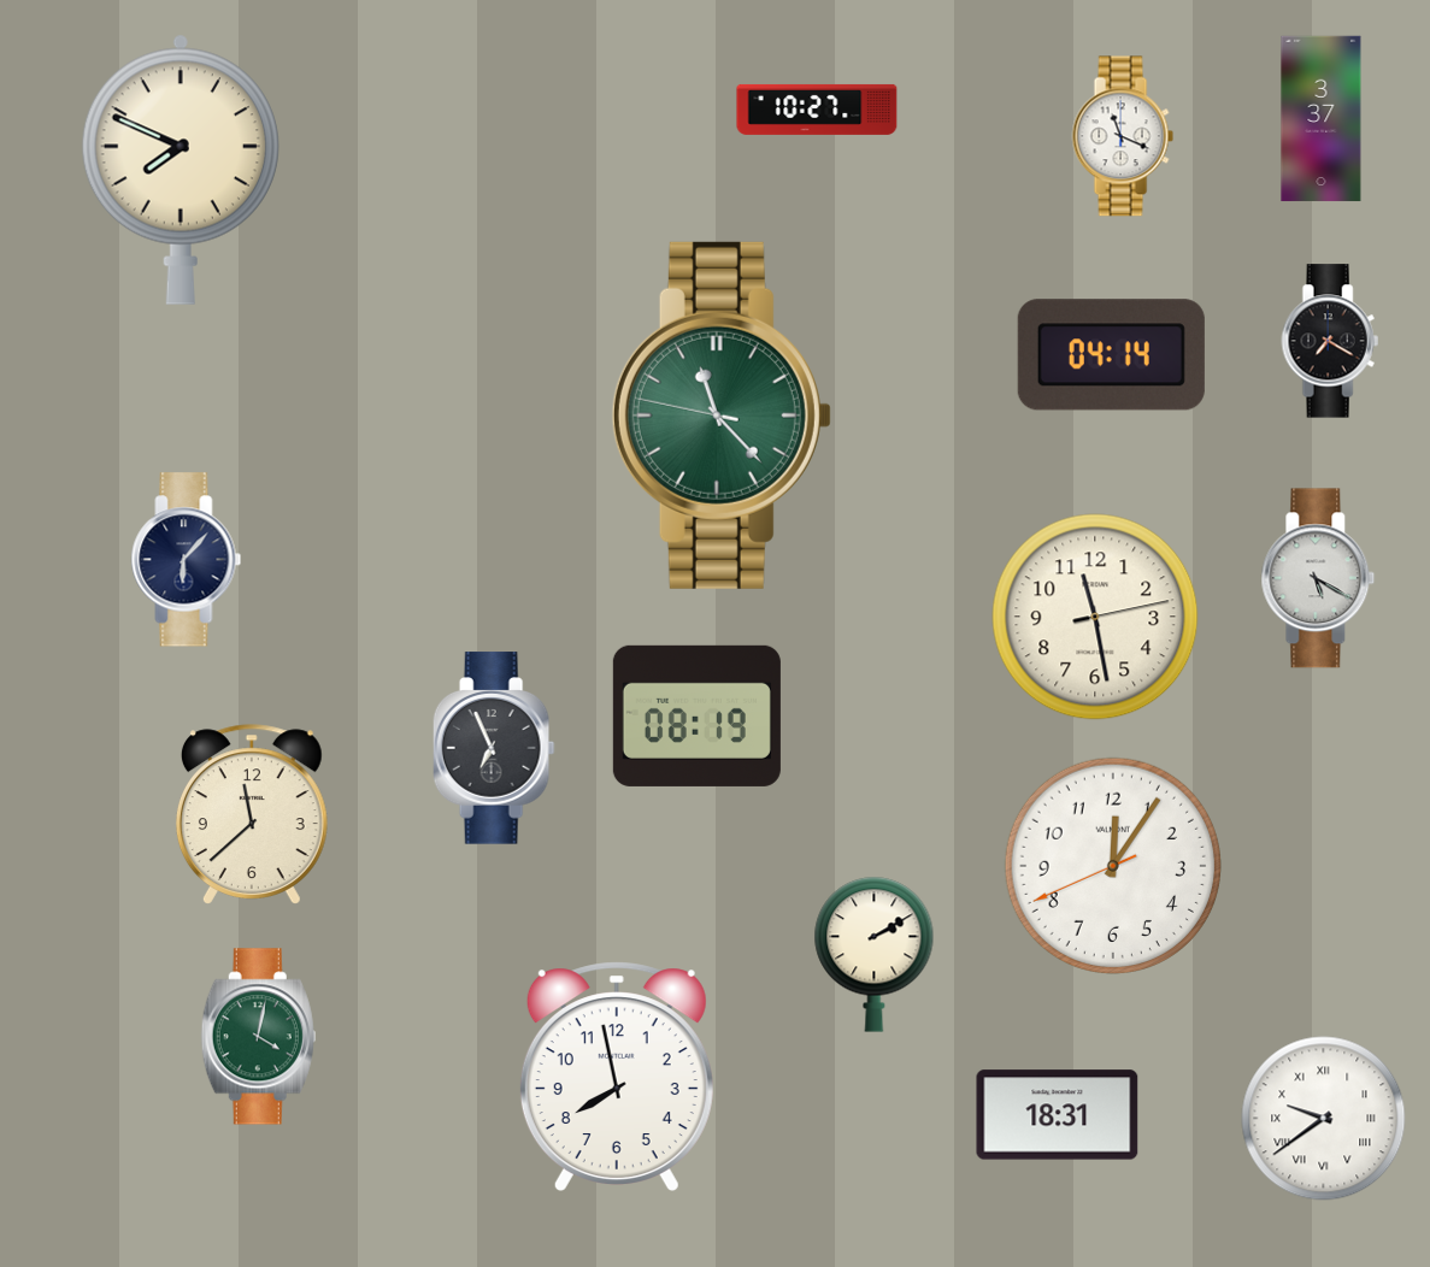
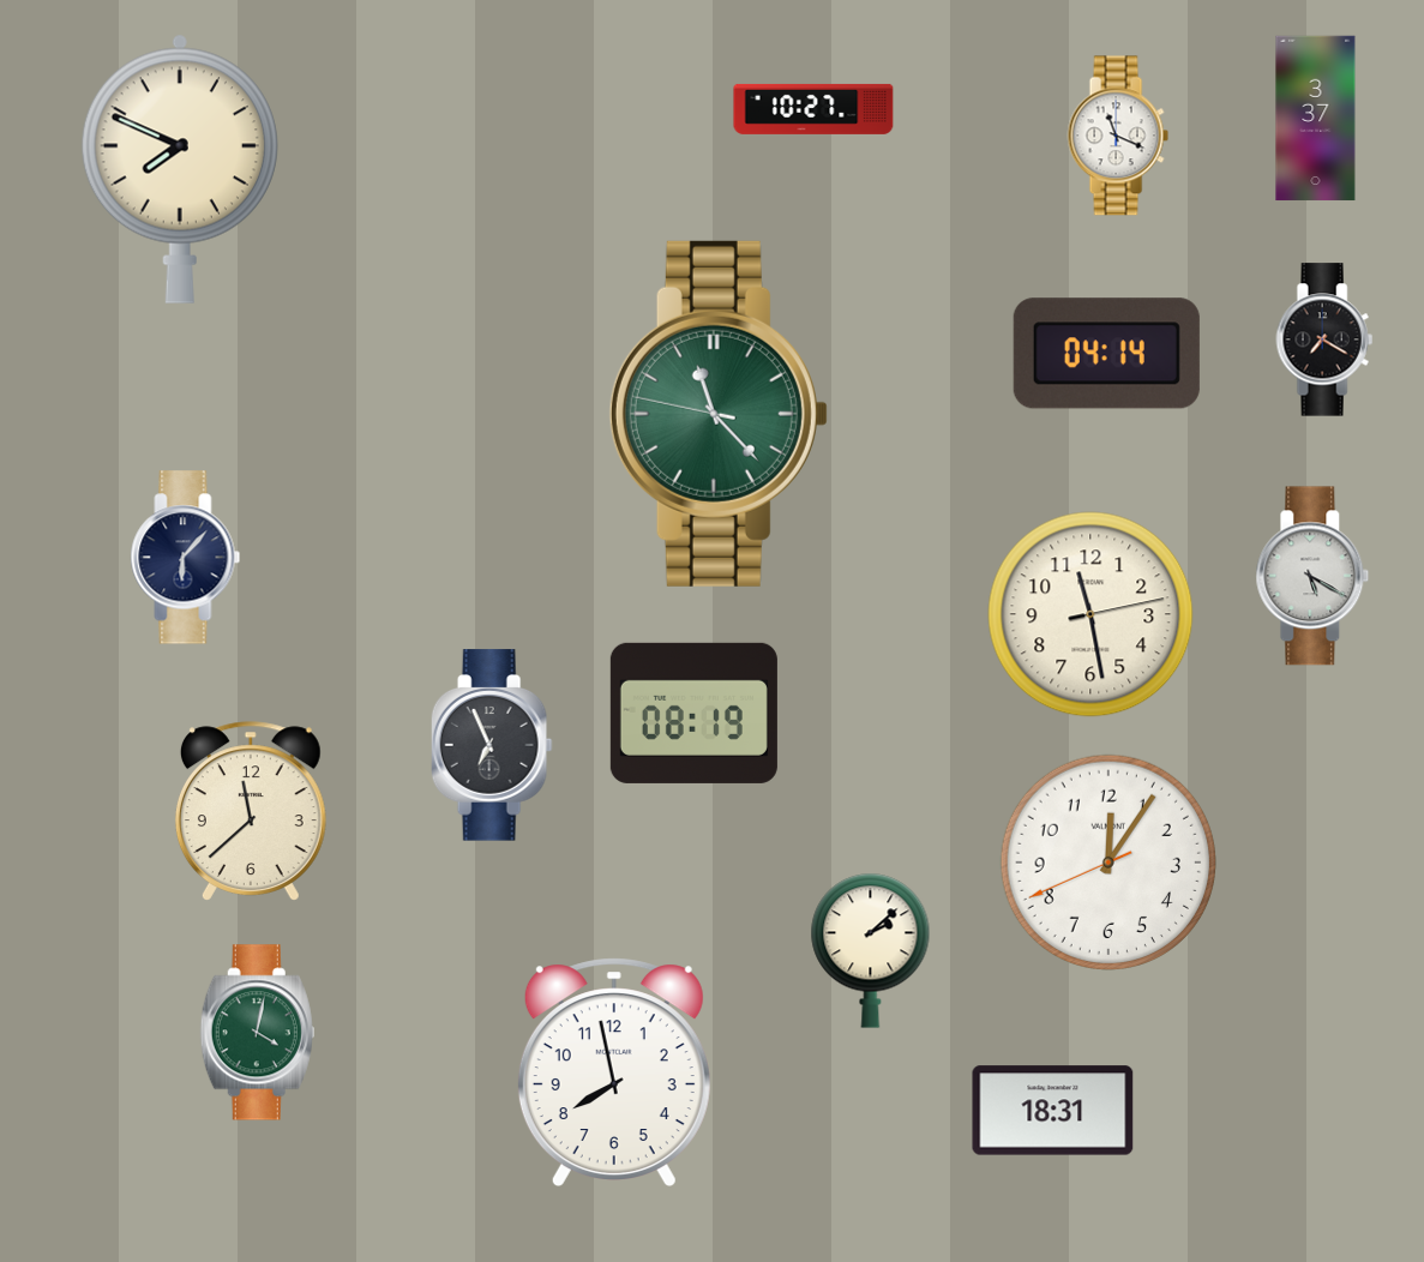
clock at (875, 954): 2:10 -> 2:08
clock at (1324, 1119): 9:39 -> none
